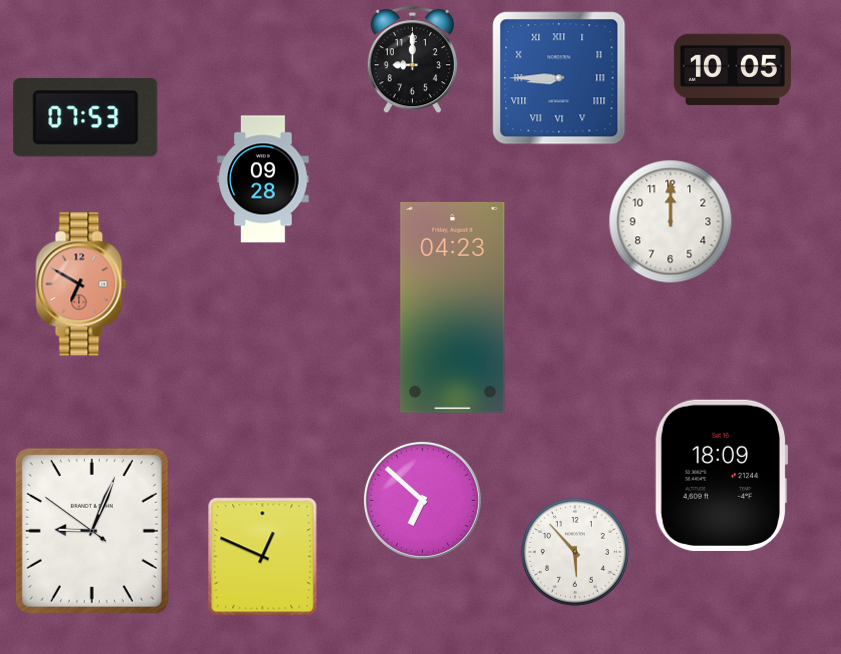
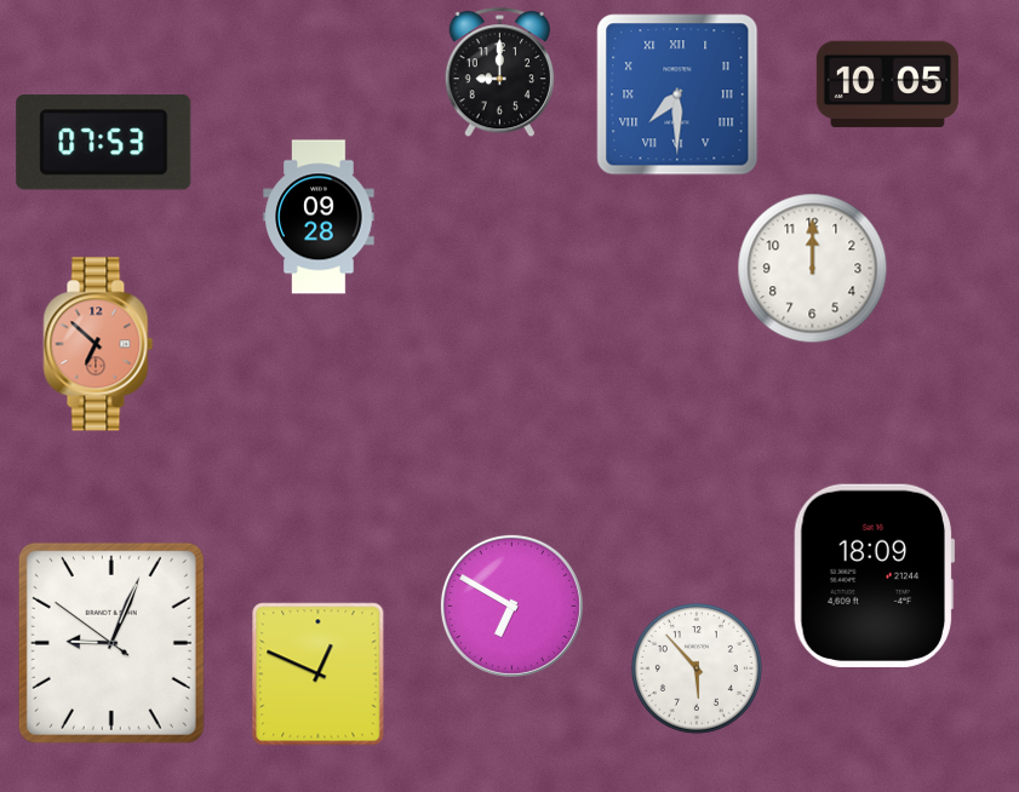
clock at (559, 78): 8:45 -> 7:30
clock at (81, 284): 6:50 -> 6:52
clock at (453, 307): 04:23 -> none
clock at (422, 500): 6:52 -> 6:50
